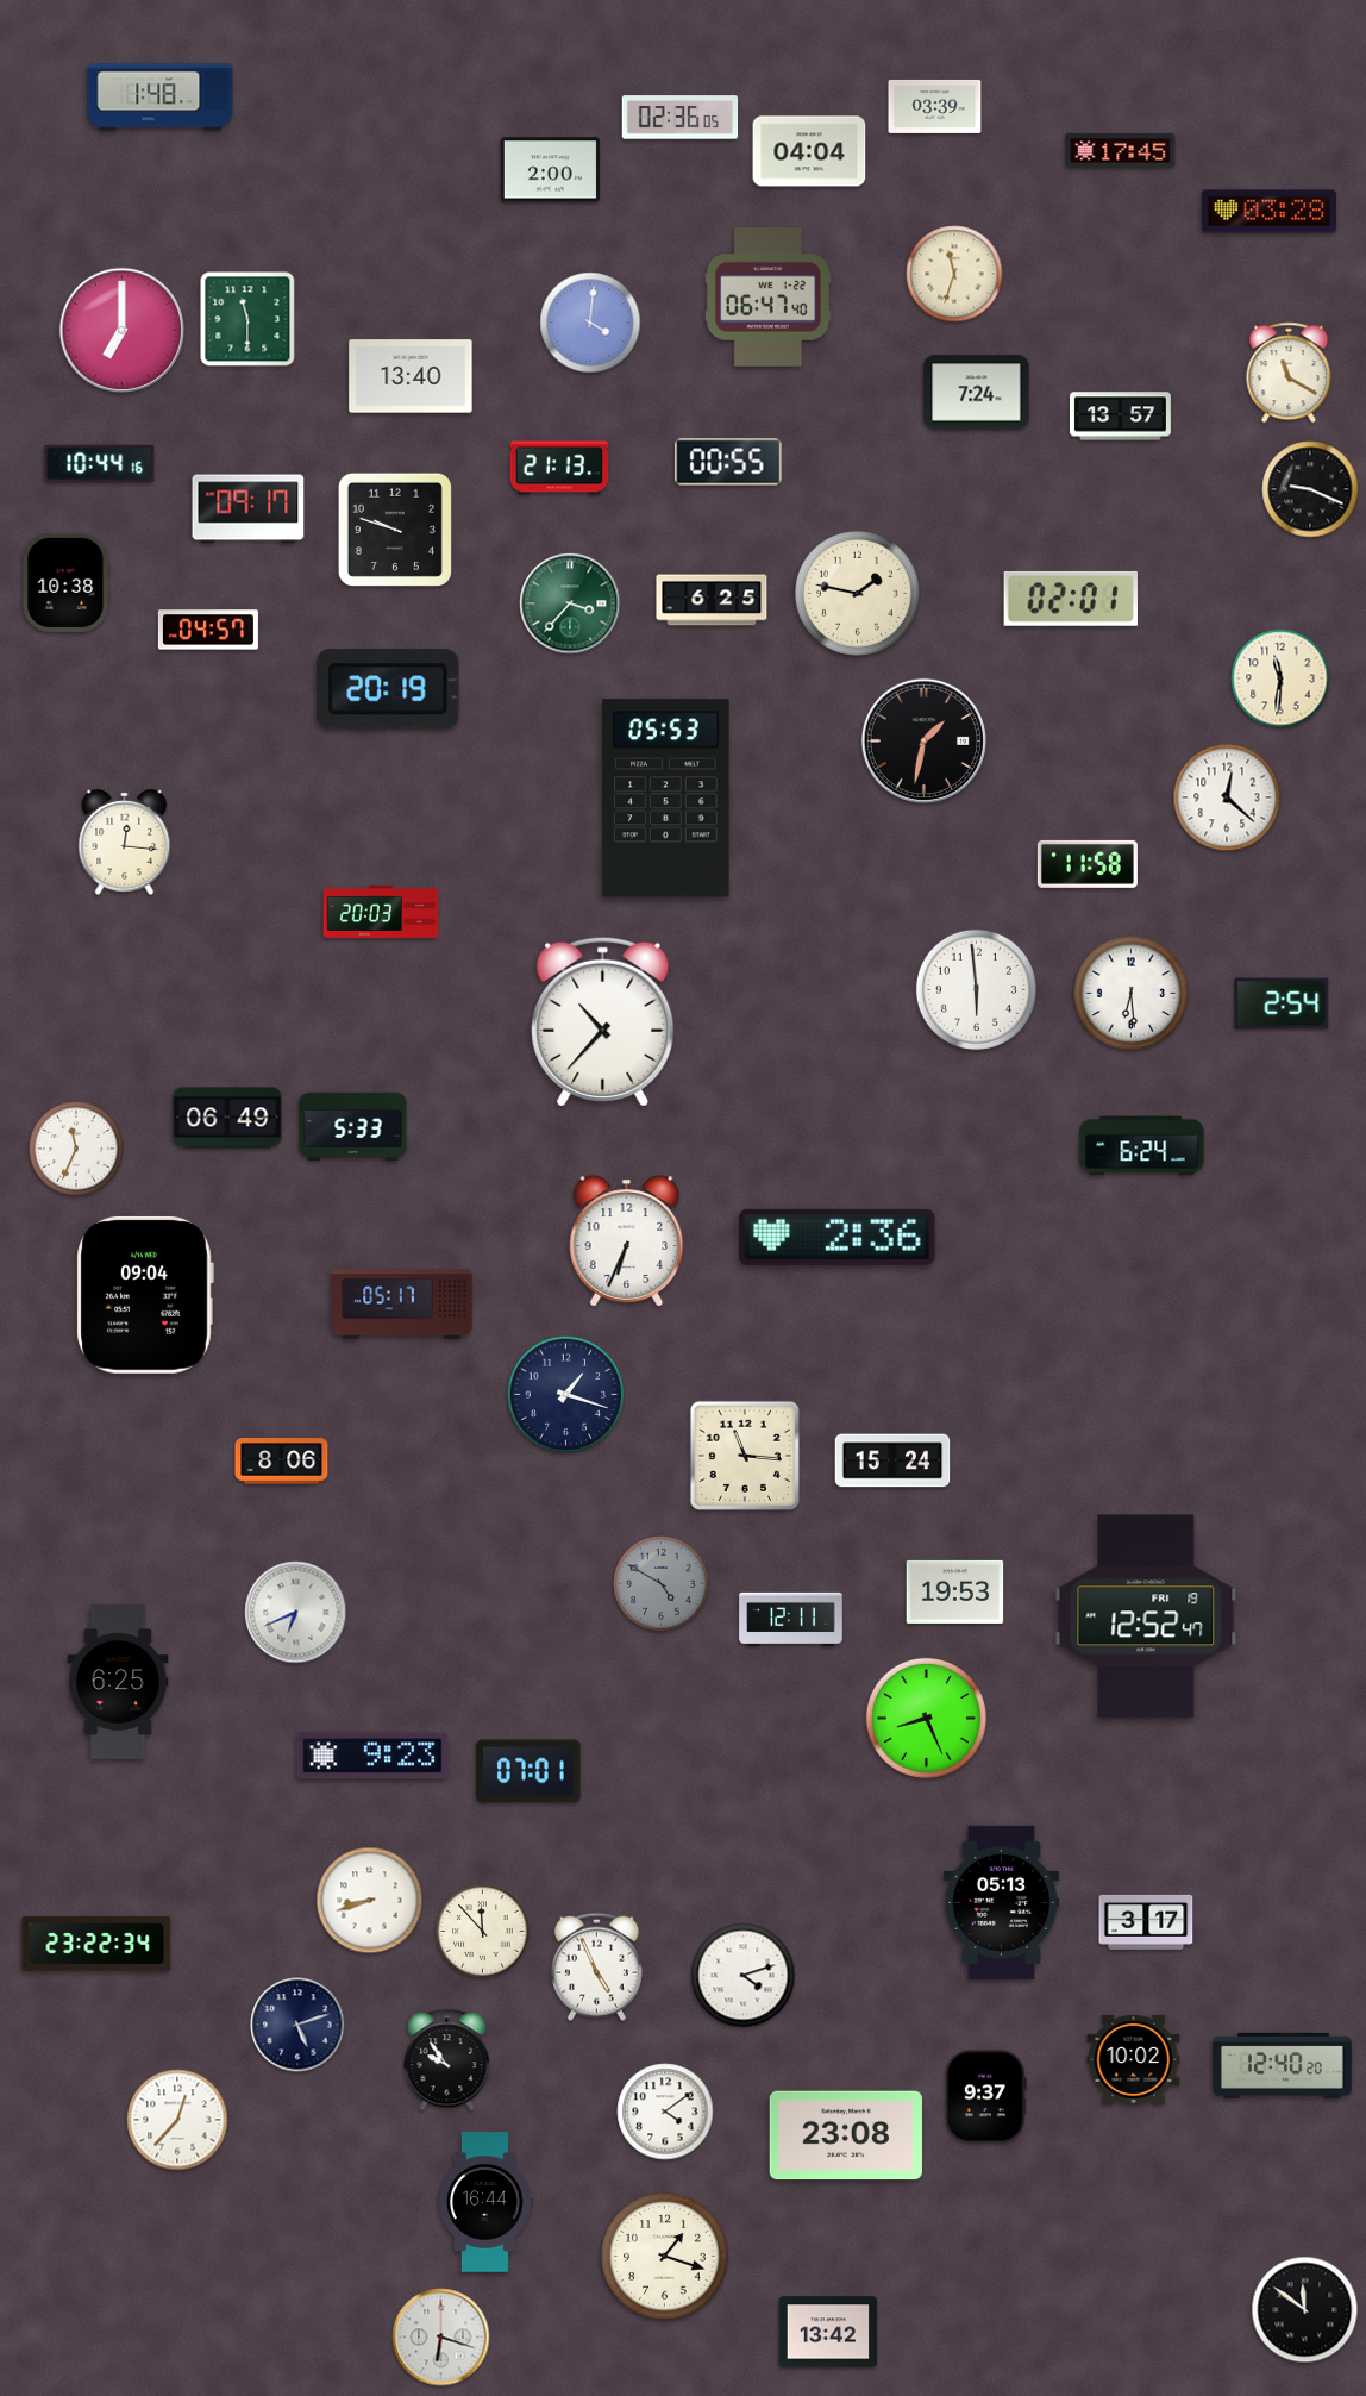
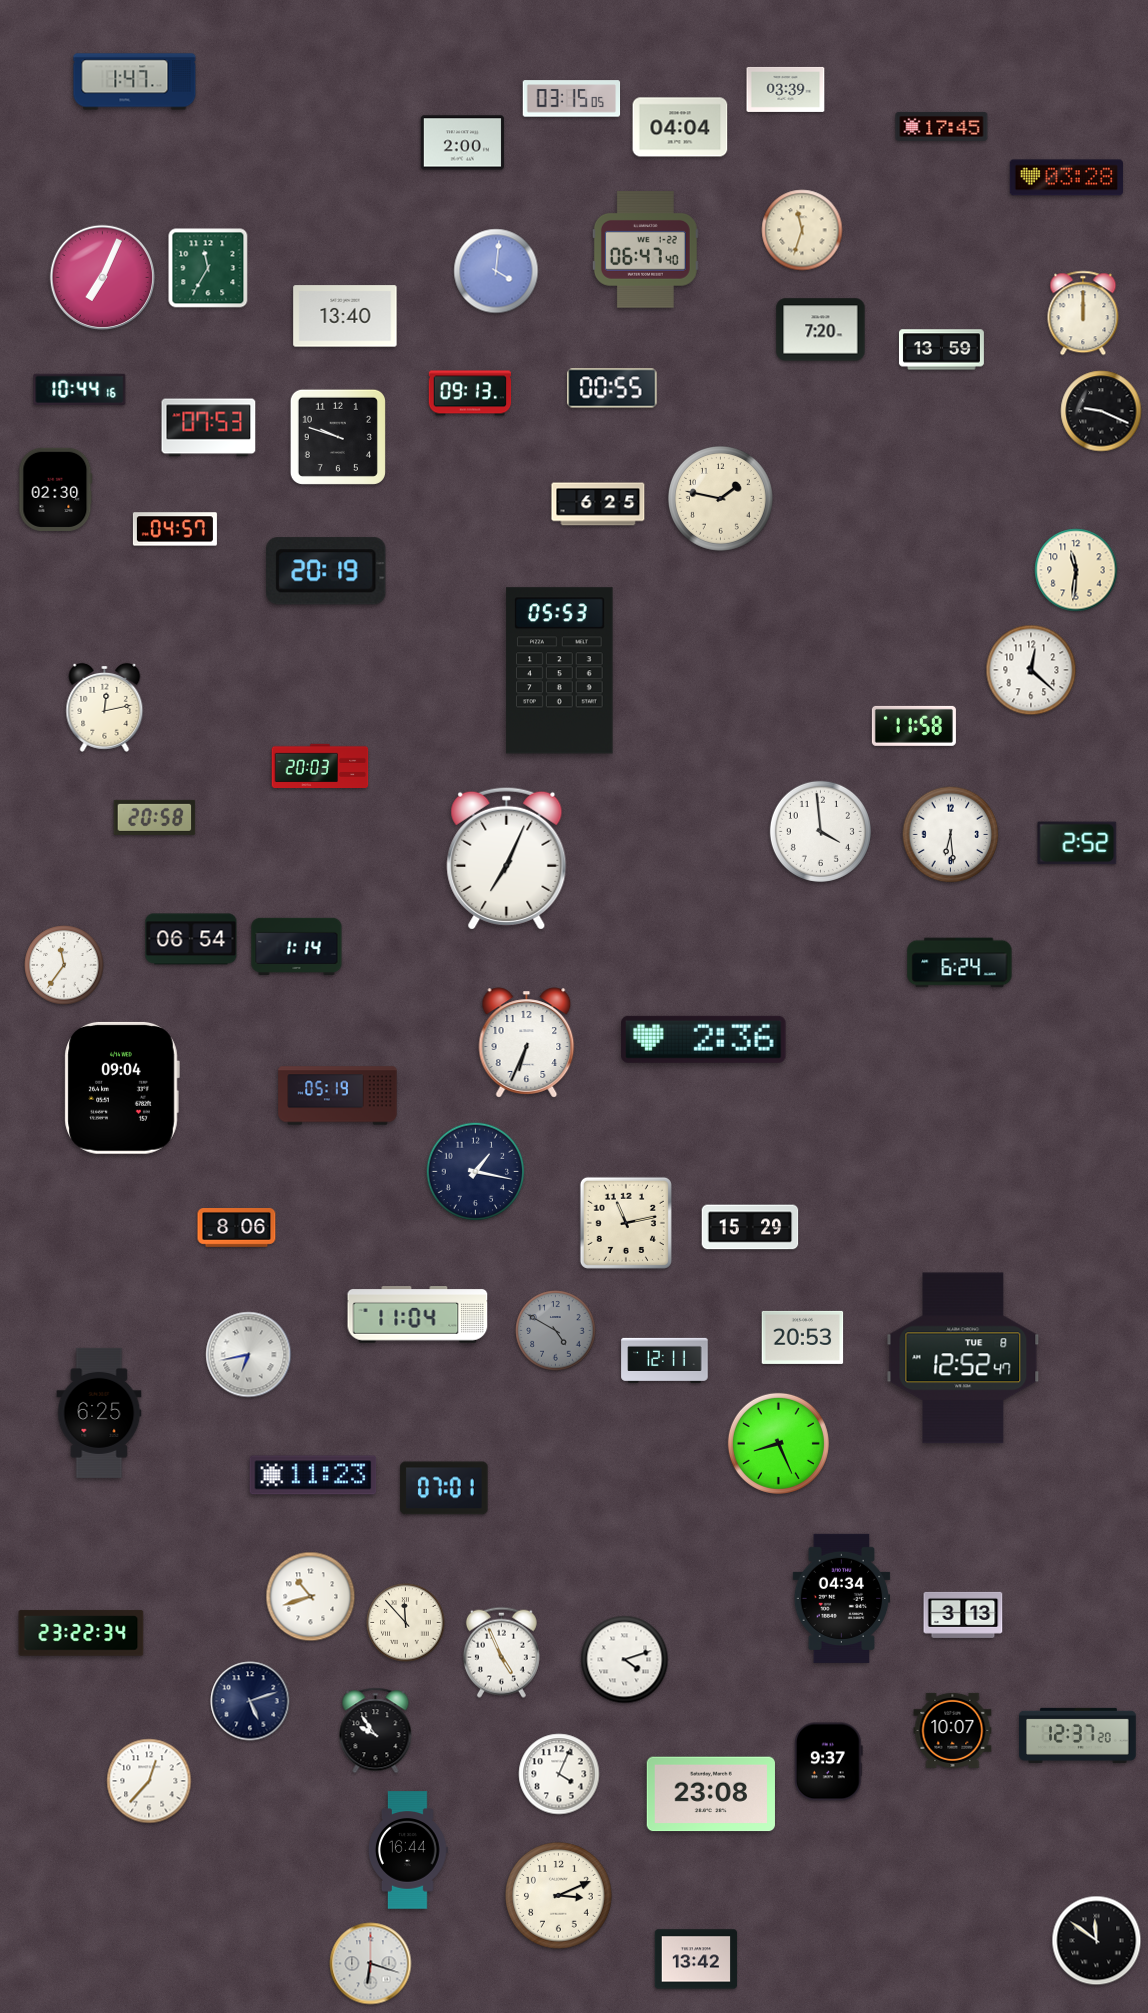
clock at (161, 98): 1:48 -> 1:47
clock at (681, 118): 02:36 -> 03:15
clock at (247, 319): 11:30 -> 11:35
clock at (121, 330): 7:00 -> 7:04
clock at (1289, 373): 11:20 -> 12:00
clock at (977, 393): 7:24 -> 7:20
clock at (1120, 417): 13:57 -> 13:59
clock at (100, 463) position: (100, 463) -> (80, 389)
clock at (559, 468): 21:13 -> 09:13
clock at (249, 509): 09:17 -> 07:53
clock at (395, 530) position: (395, 530) -> (338, 437)
clock at (67, 582): 10:38 -> 02:30
clock at (1071, 599): 02:01 -> none
clock at (570, 603): 3:37 -> none
clock at (388, 689) position: (388, 689) -> (326, 571)
clock at (923, 740): 1:32 -> none
clock at (125, 842): 12:16 -> 12:13
clock at (155, 817): none -> 20:58
clock at (976, 989): 5:59 -> 3:59
clock at (1282, 1003): 2:54 -> 2:52
clock at (603, 1021): 10:37 -> 7:04
clock at (227, 1118): 06:49 -> 06:54
clock at (353, 1126): 5:33 -> 1:14
clock at (76, 1149): 11:34 -> 11:36
clock at (402, 1305): 05:17 -> 05:19
clock at (566, 1395): 1:18 -> 1:17
clock at (745, 1456): 11:16 -> 11:13
clock at (892, 1460): 15:24 -> 15:29
clock at (418, 1315): none -> 11:04
clock at (955, 1591): 19:53 -> 20:53
clock at (296, 1613): 6:41 -> 6:43
clock at (1146, 1616) date: FRI 19 -> TUE 8
clock at (372, 1756): 9:23 -> 11:23
clock at (370, 1901): 8:42 -> 10:42
clock at (1002, 1902): 05:13 -> 04:34
clock at (1146, 1922): 3:17 -> 3:13
clock at (1134, 2059): 10:02 -> 10:07
clock at (1283, 2065): 12:40 -> 12:37
clock at (665, 2112): 4:09 -> 4:04
clock at (665, 2257): 1:18 -> 3:11
